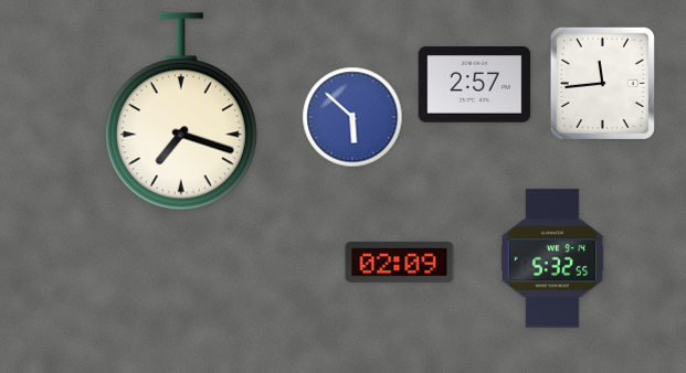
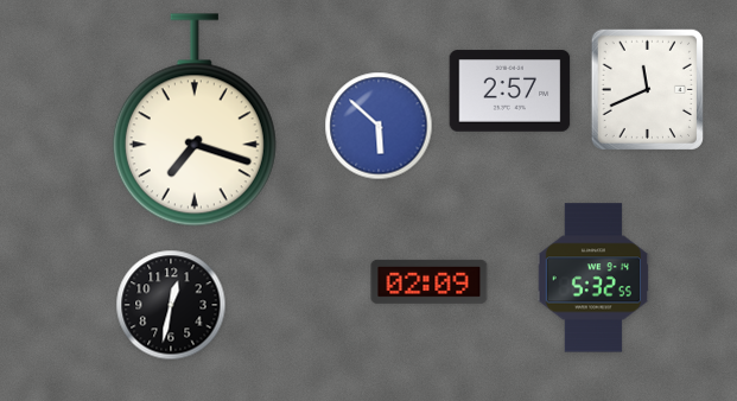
clock at (602, 83): 11:44 -> 11:41
clock at (171, 305): none -> 12:32
